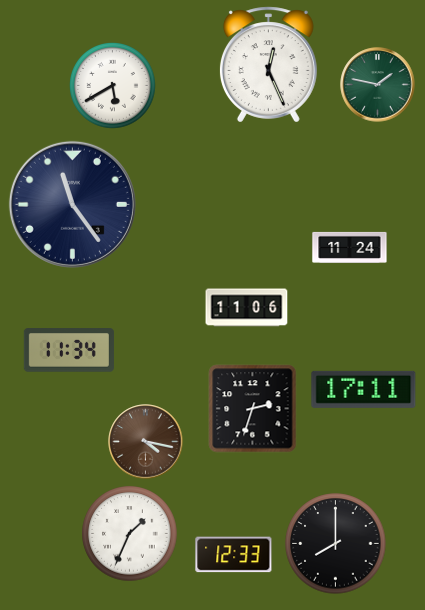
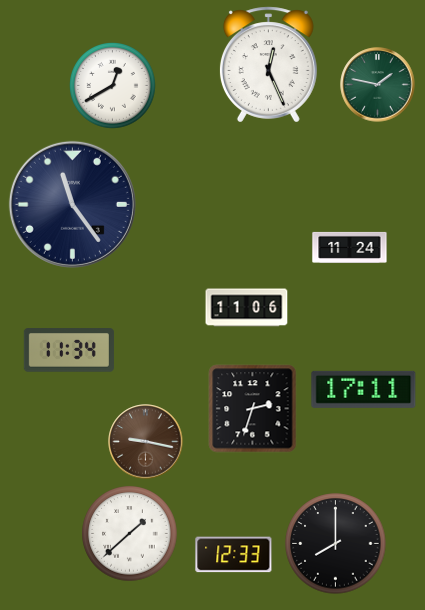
clock at (113, 86): 5:40 -> 12:40
clock at (146, 442): 4:17 -> 9:17
clock at (130, 534): 1:34 -> 1:38
